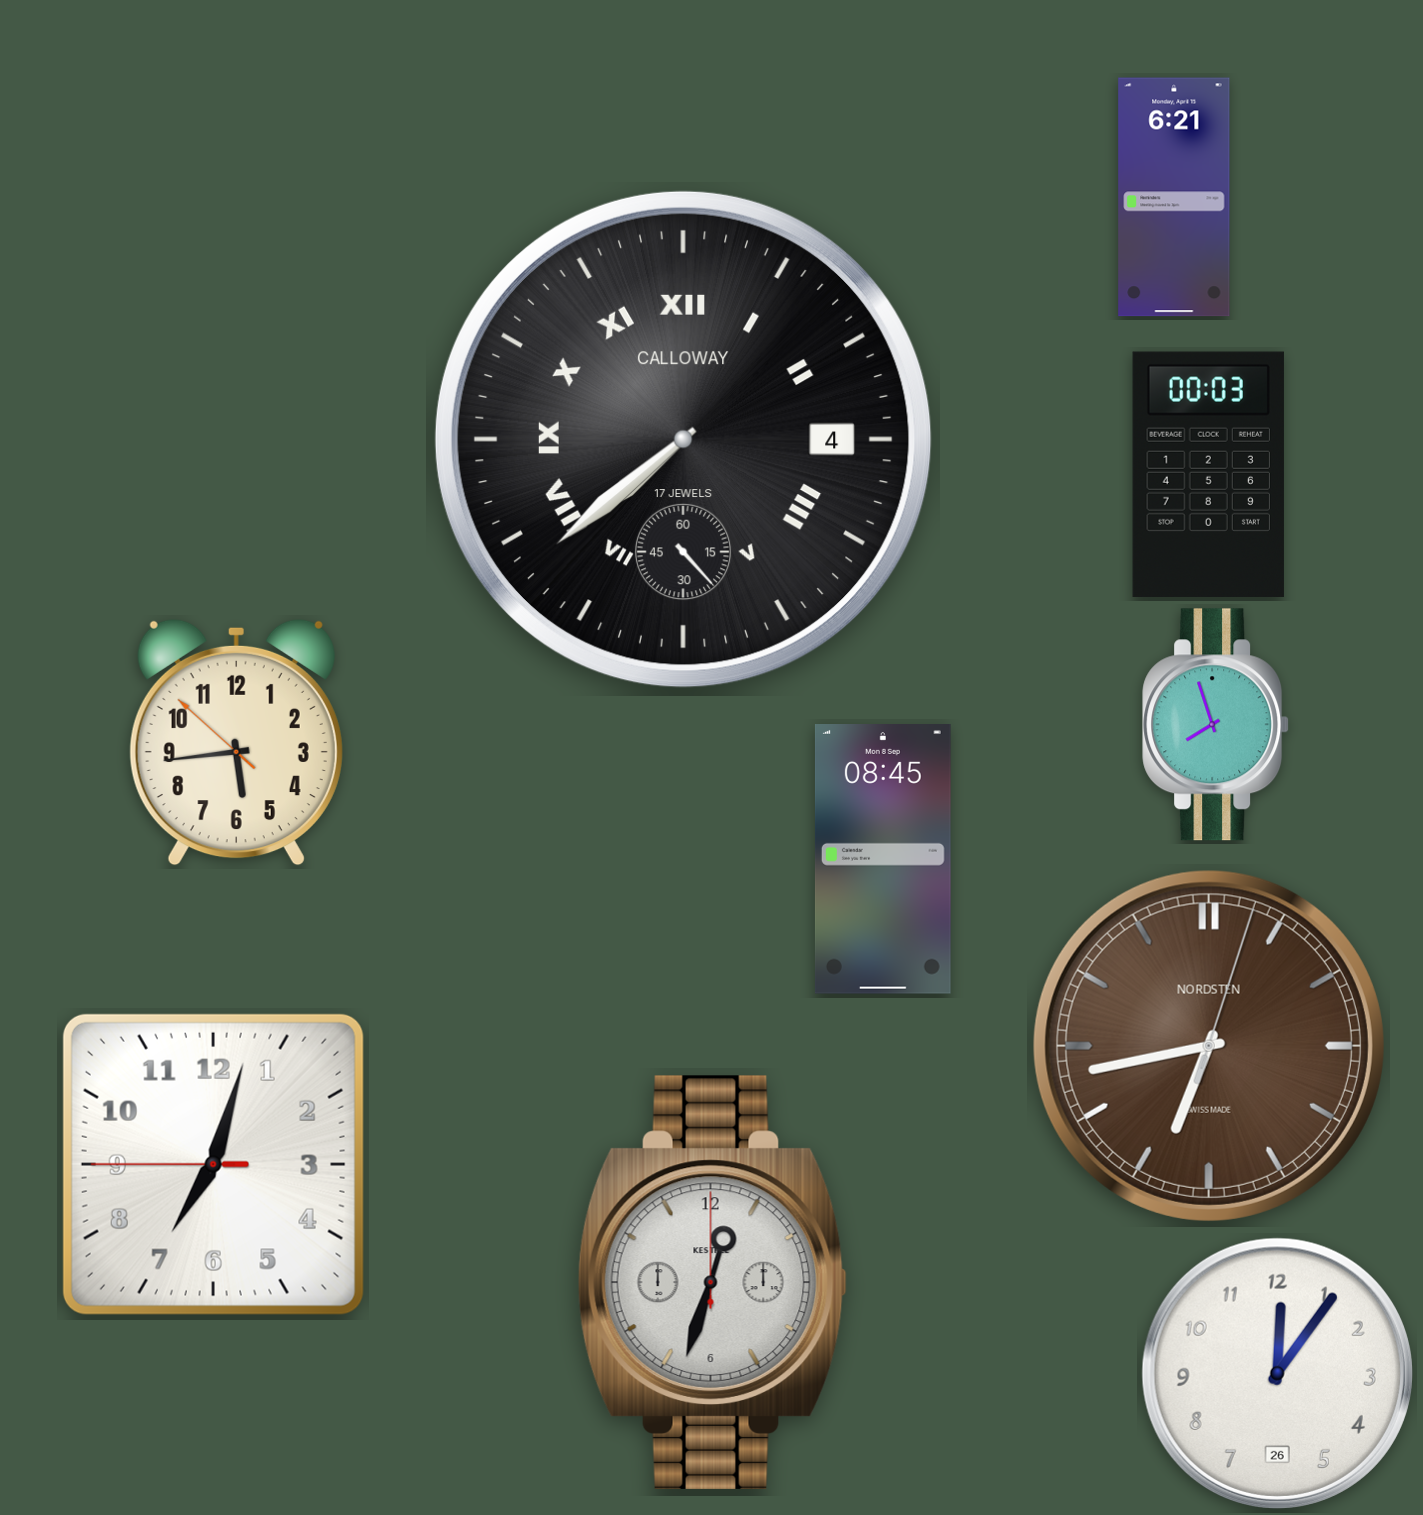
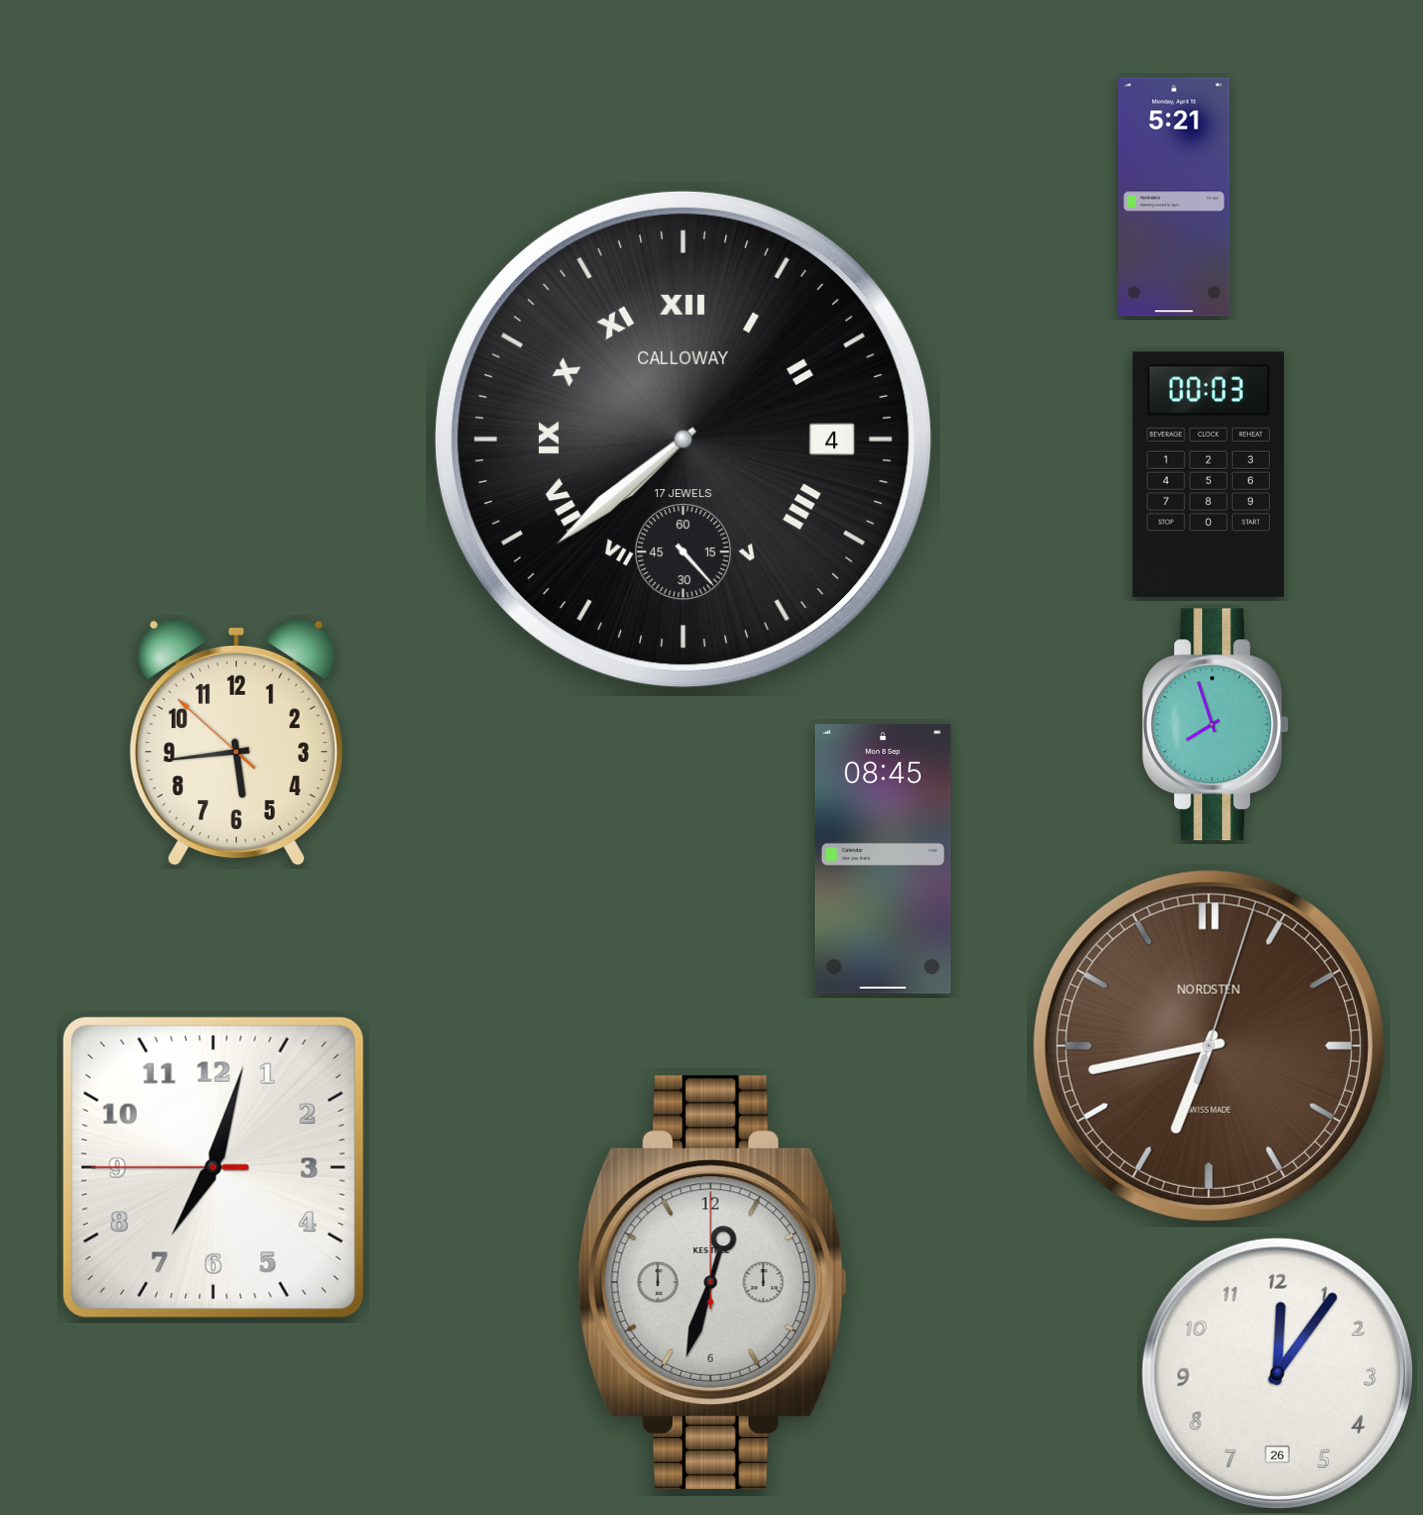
clock at (1174, 197): 6:21 -> 5:21
clock at (213, 1164) position: (213, 1164) -> (213, 1167)
